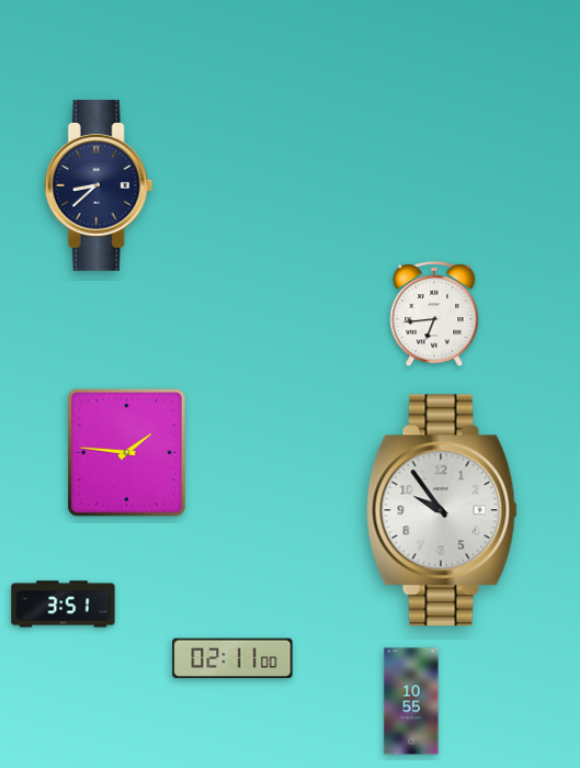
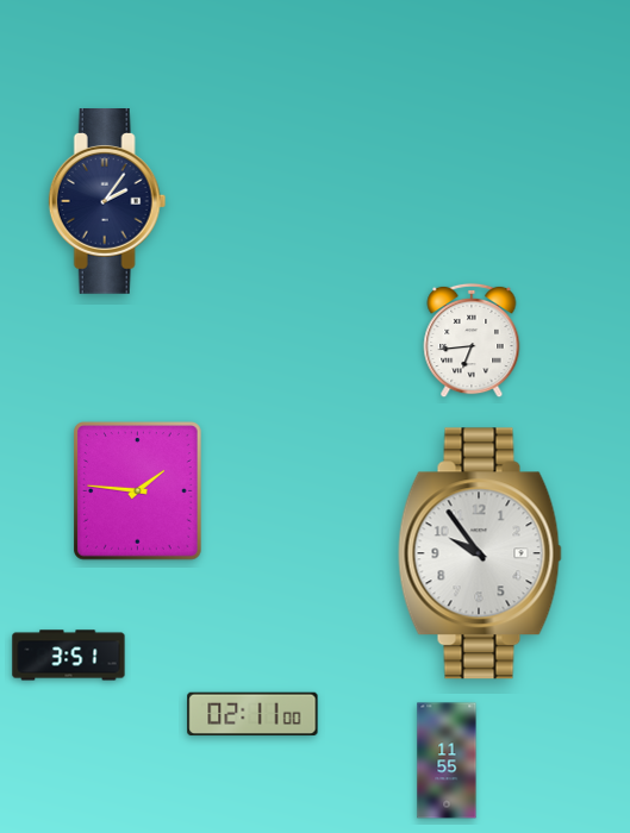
clock at (99, 187): 8:38 -> 2:06
clock at (411, 701): 10:55 -> 11:55
